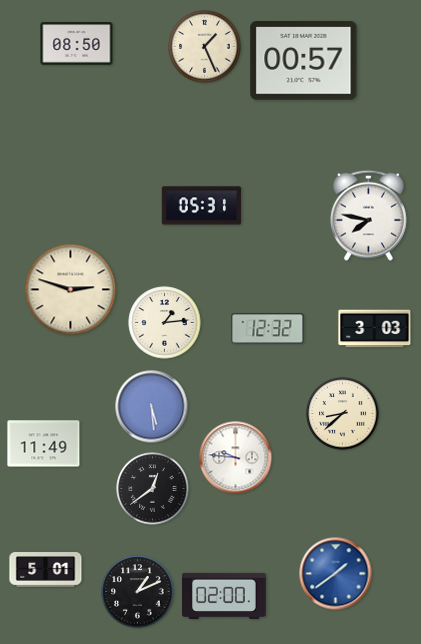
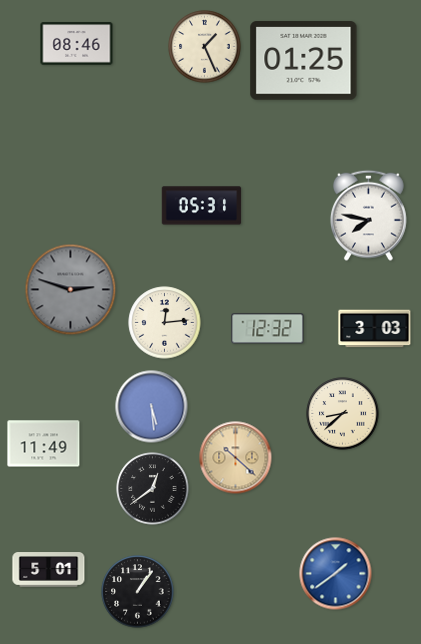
clock at (77, 44): 08:50 -> 08:46
clock at (304, 61): 00:57 -> 01:25
clock at (71, 290) dial: cream -> grey
clock at (165, 323): 1:14 -> 12:14
clock at (236, 458): 9:46 -> 10:22
clock at (236, 458) dial: white -> champagne
clock at (46, 570) position: (46, 570) -> (49, 570)
clock at (138, 592): 1:11 -> 1:06
clock at (225, 595): 02:00 -> none
